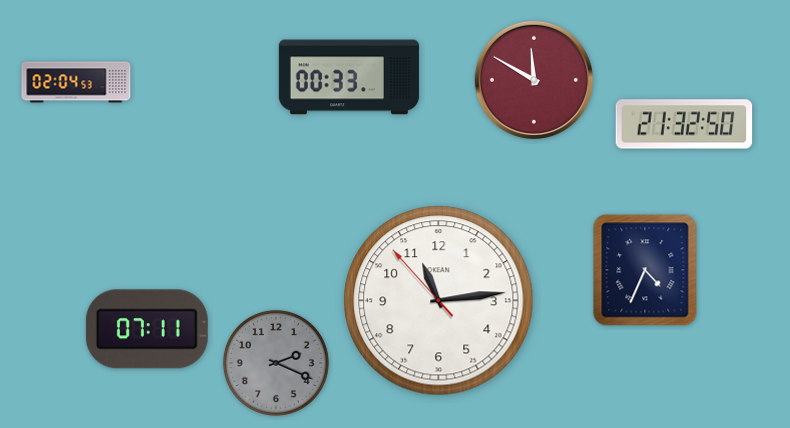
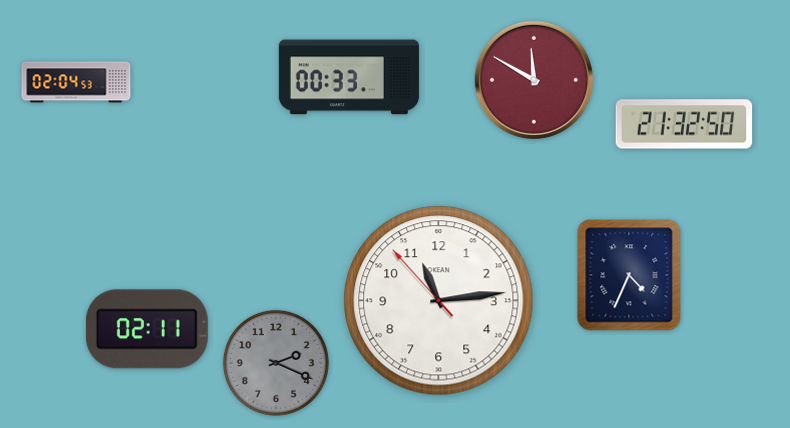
clock at (645, 270) position: (645, 270) -> (629, 275)
clock at (147, 329): 07:11 -> 02:11
